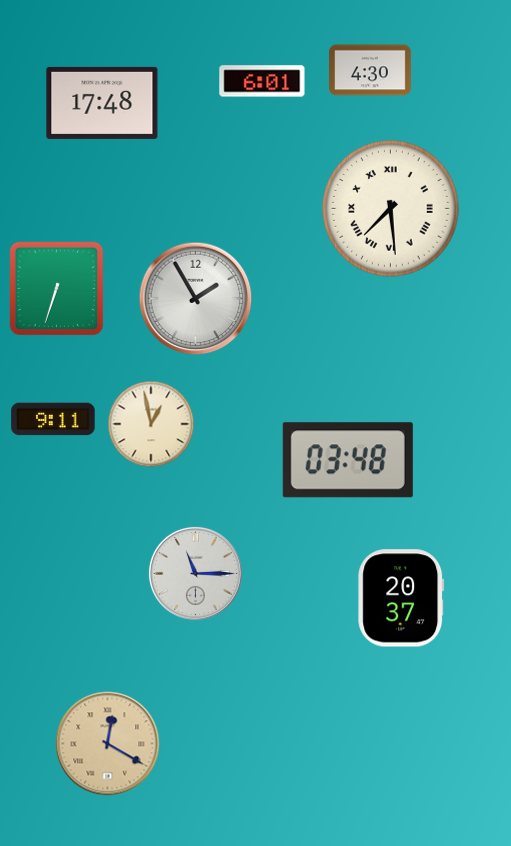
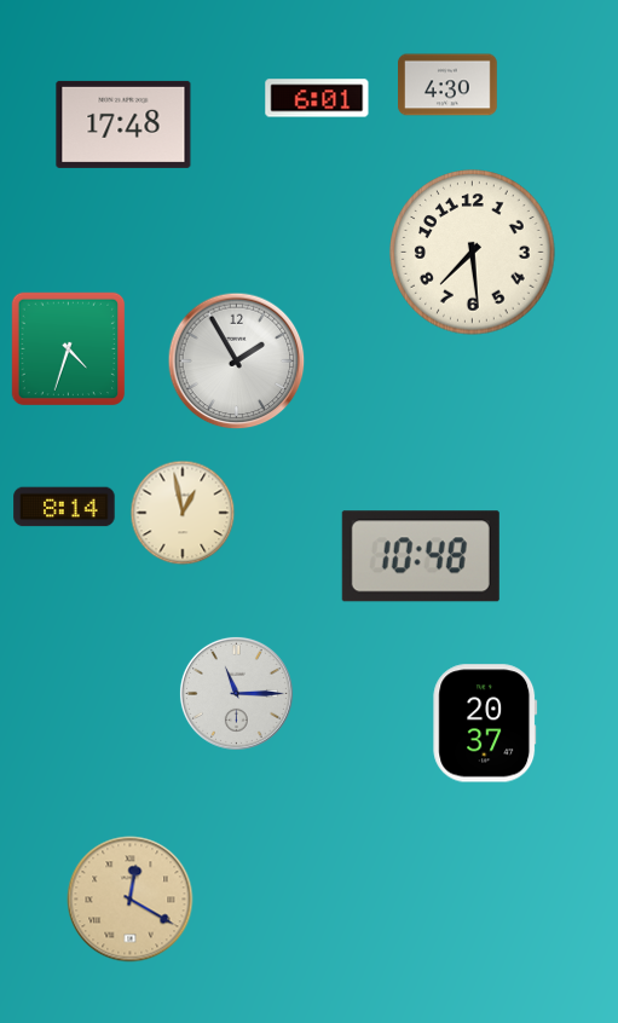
clock at (391, 209) numerals: Roman -> Arabic
clock at (57, 289): 6:33 -> 4:33
clock at (53, 419): 9:11 -> 8:14
clock at (348, 460): 03:48 -> 10:48
